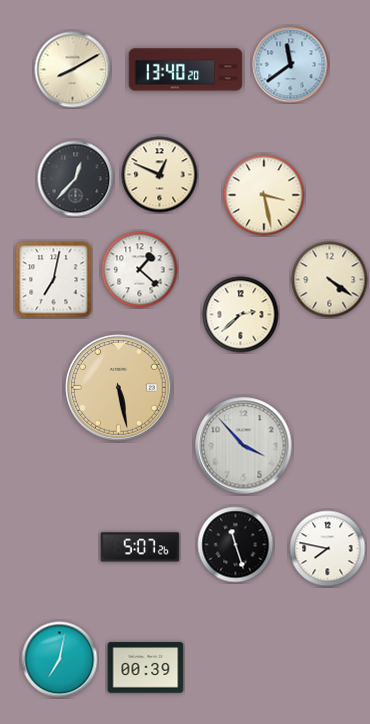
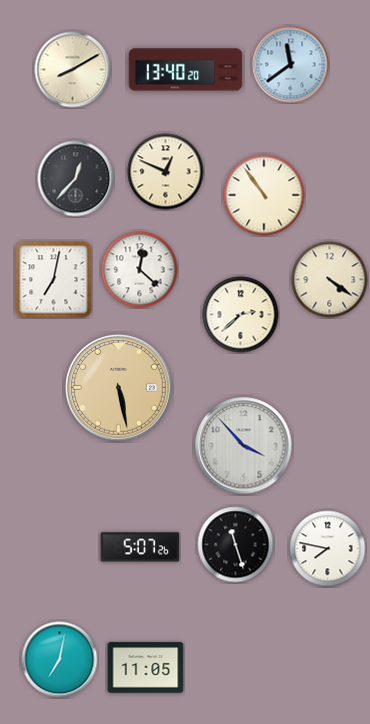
clock at (160, 175) position: (160, 175) -> (166, 172)
clock at (264, 195): 3:28 -> 10:54
clock at (140, 270): 1:22 -> 12:22
clock at (146, 668): 00:39 -> 11:05
